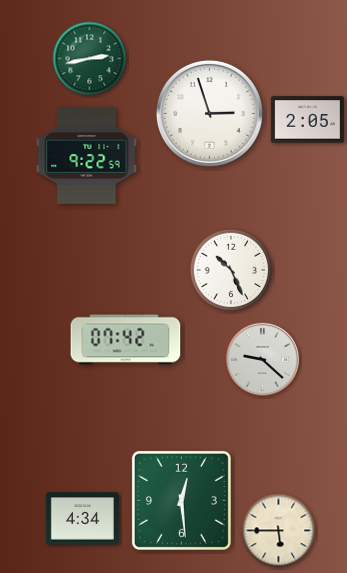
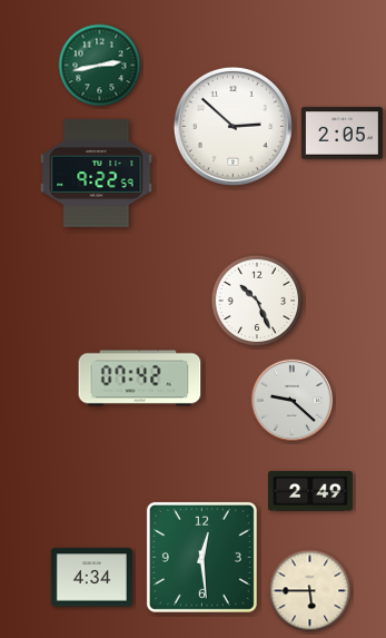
clock at (209, 113): 2:57 -> 2:52
clock at (311, 491): none -> 2:49
